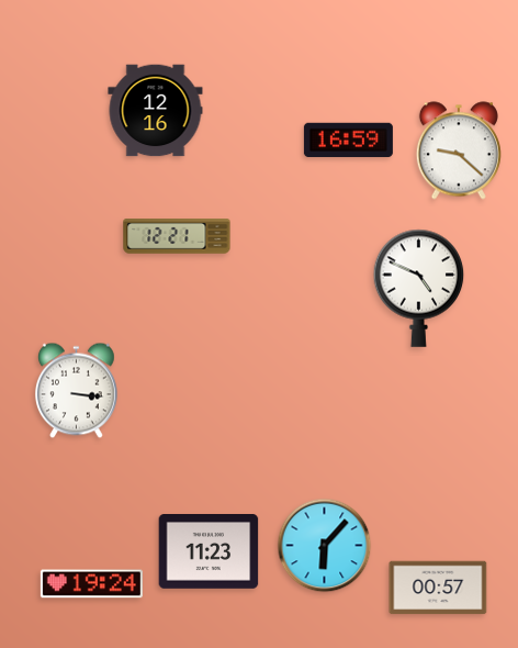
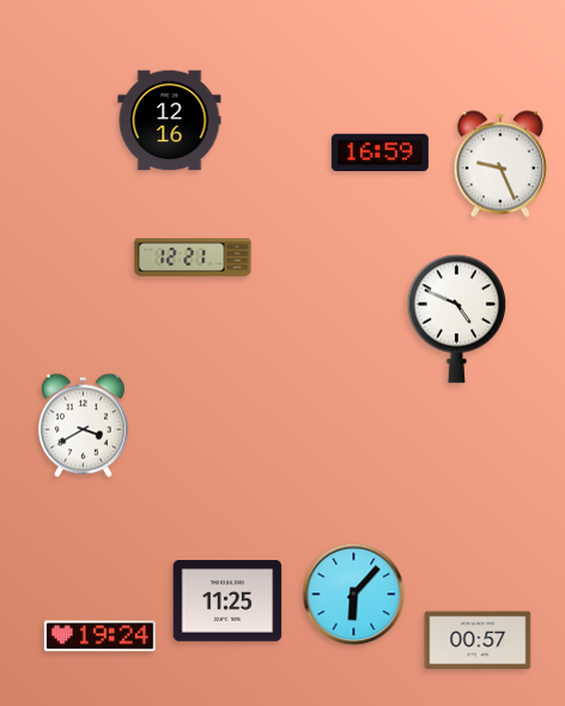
clock at (459, 150): 9:22 -> 9:26
clock at (419, 288) position: (419, 288) -> (457, 318)
clock at (76, 391): 3:16 -> 3:40
clock at (209, 552): 11:23 -> 11:25
